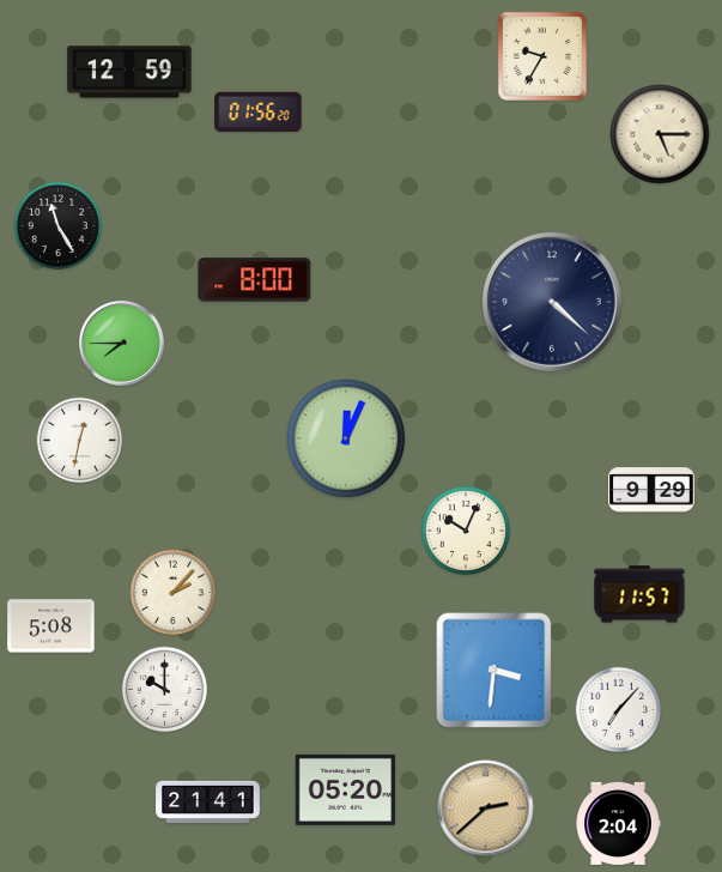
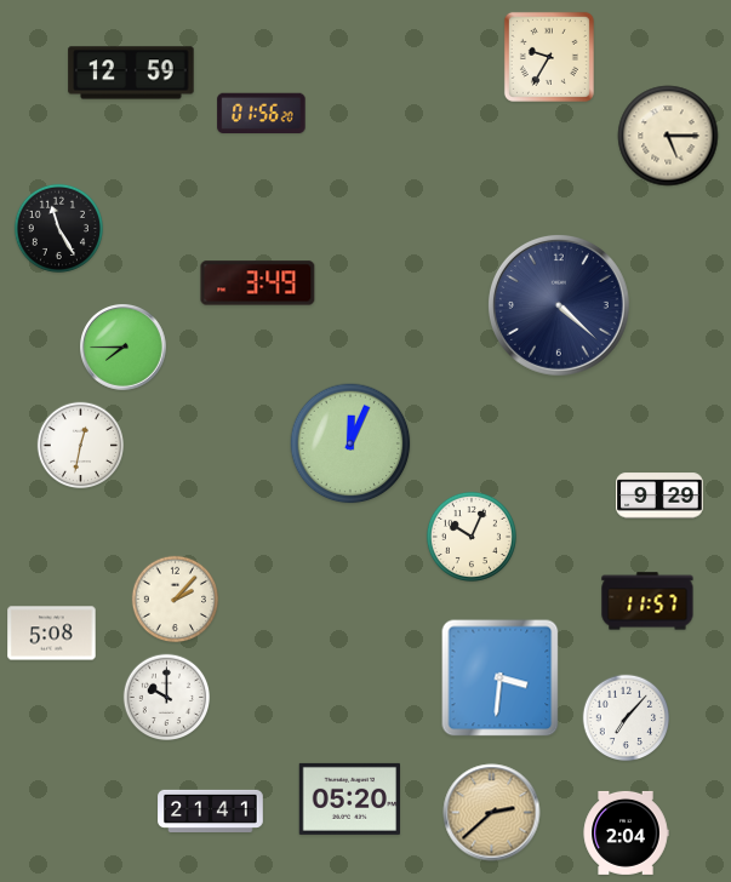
clock at (255, 280): 8:00 -> 3:49
clock at (486, 809) position: (486, 809) -> (492, 813)
